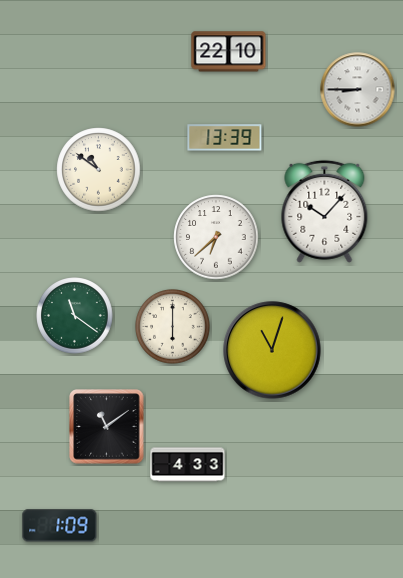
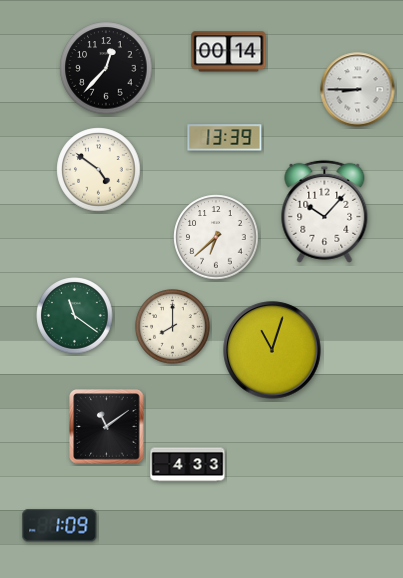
clock at (229, 52): 22:10 -> 00:14
clock at (106, 68): none -> 12:37
clock at (99, 170): 10:51 -> 4:51
clock at (173, 327): 6:00 -> 8:00
